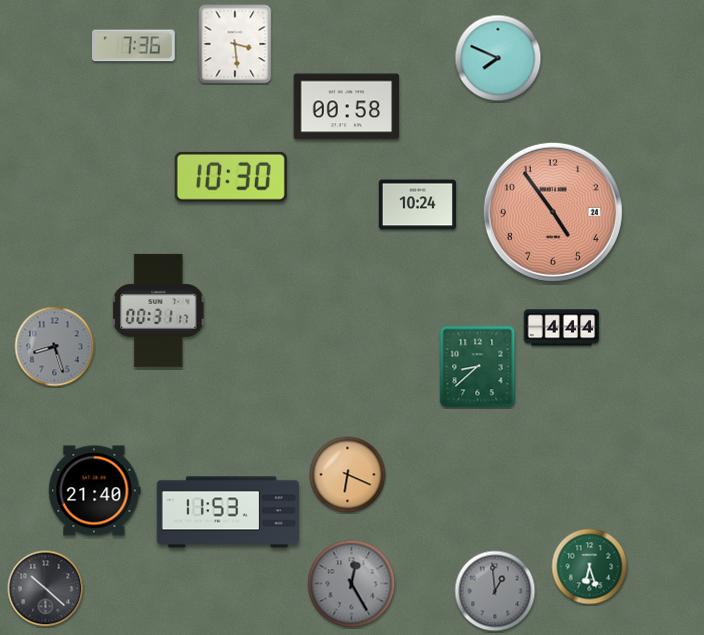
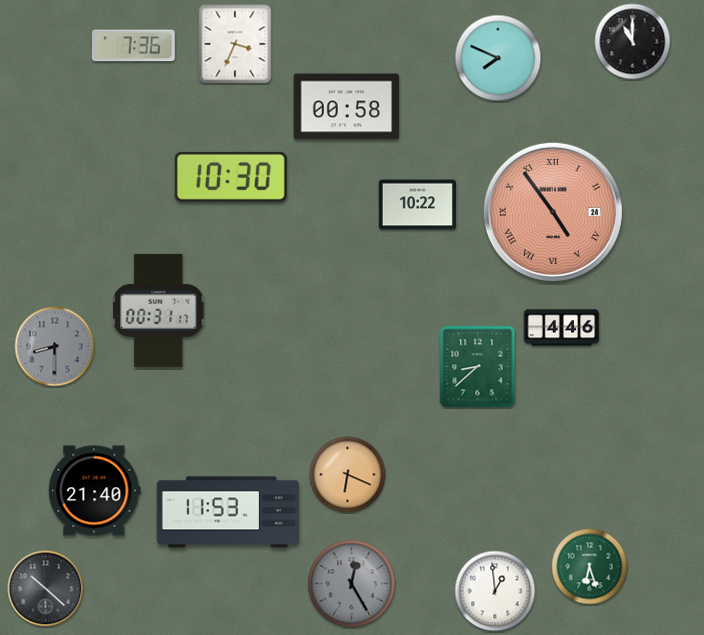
clock at (633, 42): none -> 11:00
clock at (235, 44): 3:29 -> 3:34
clock at (417, 205): 10:24 -> 10:22
clock at (553, 212) numerals: Arabic -> Roman
clock at (562, 328): 4:44 -> 4:46
clock at (55, 347): 8:27 -> 8:30
clock at (495, 591) dial: grey -> white
